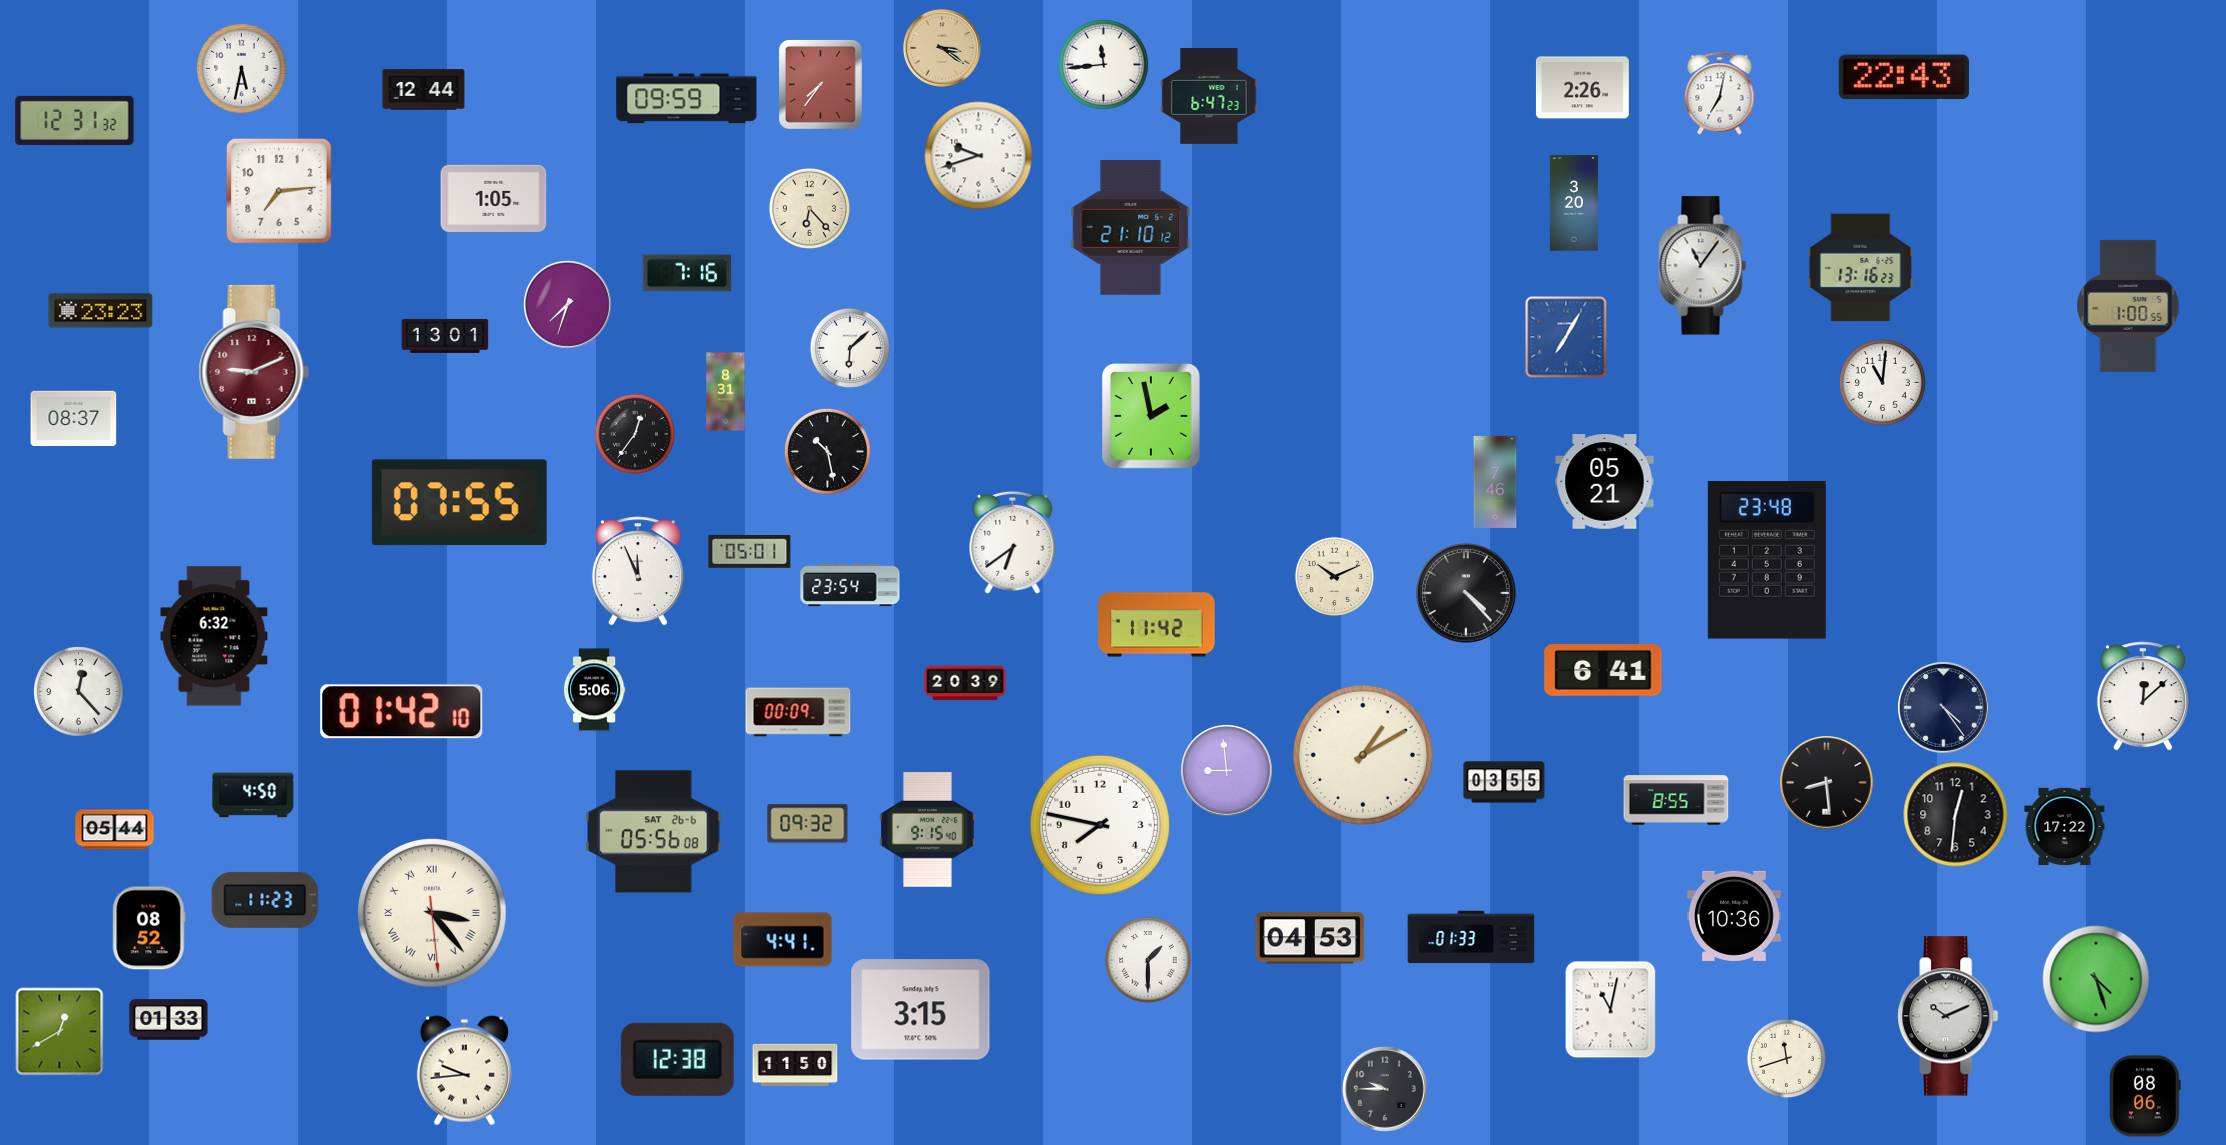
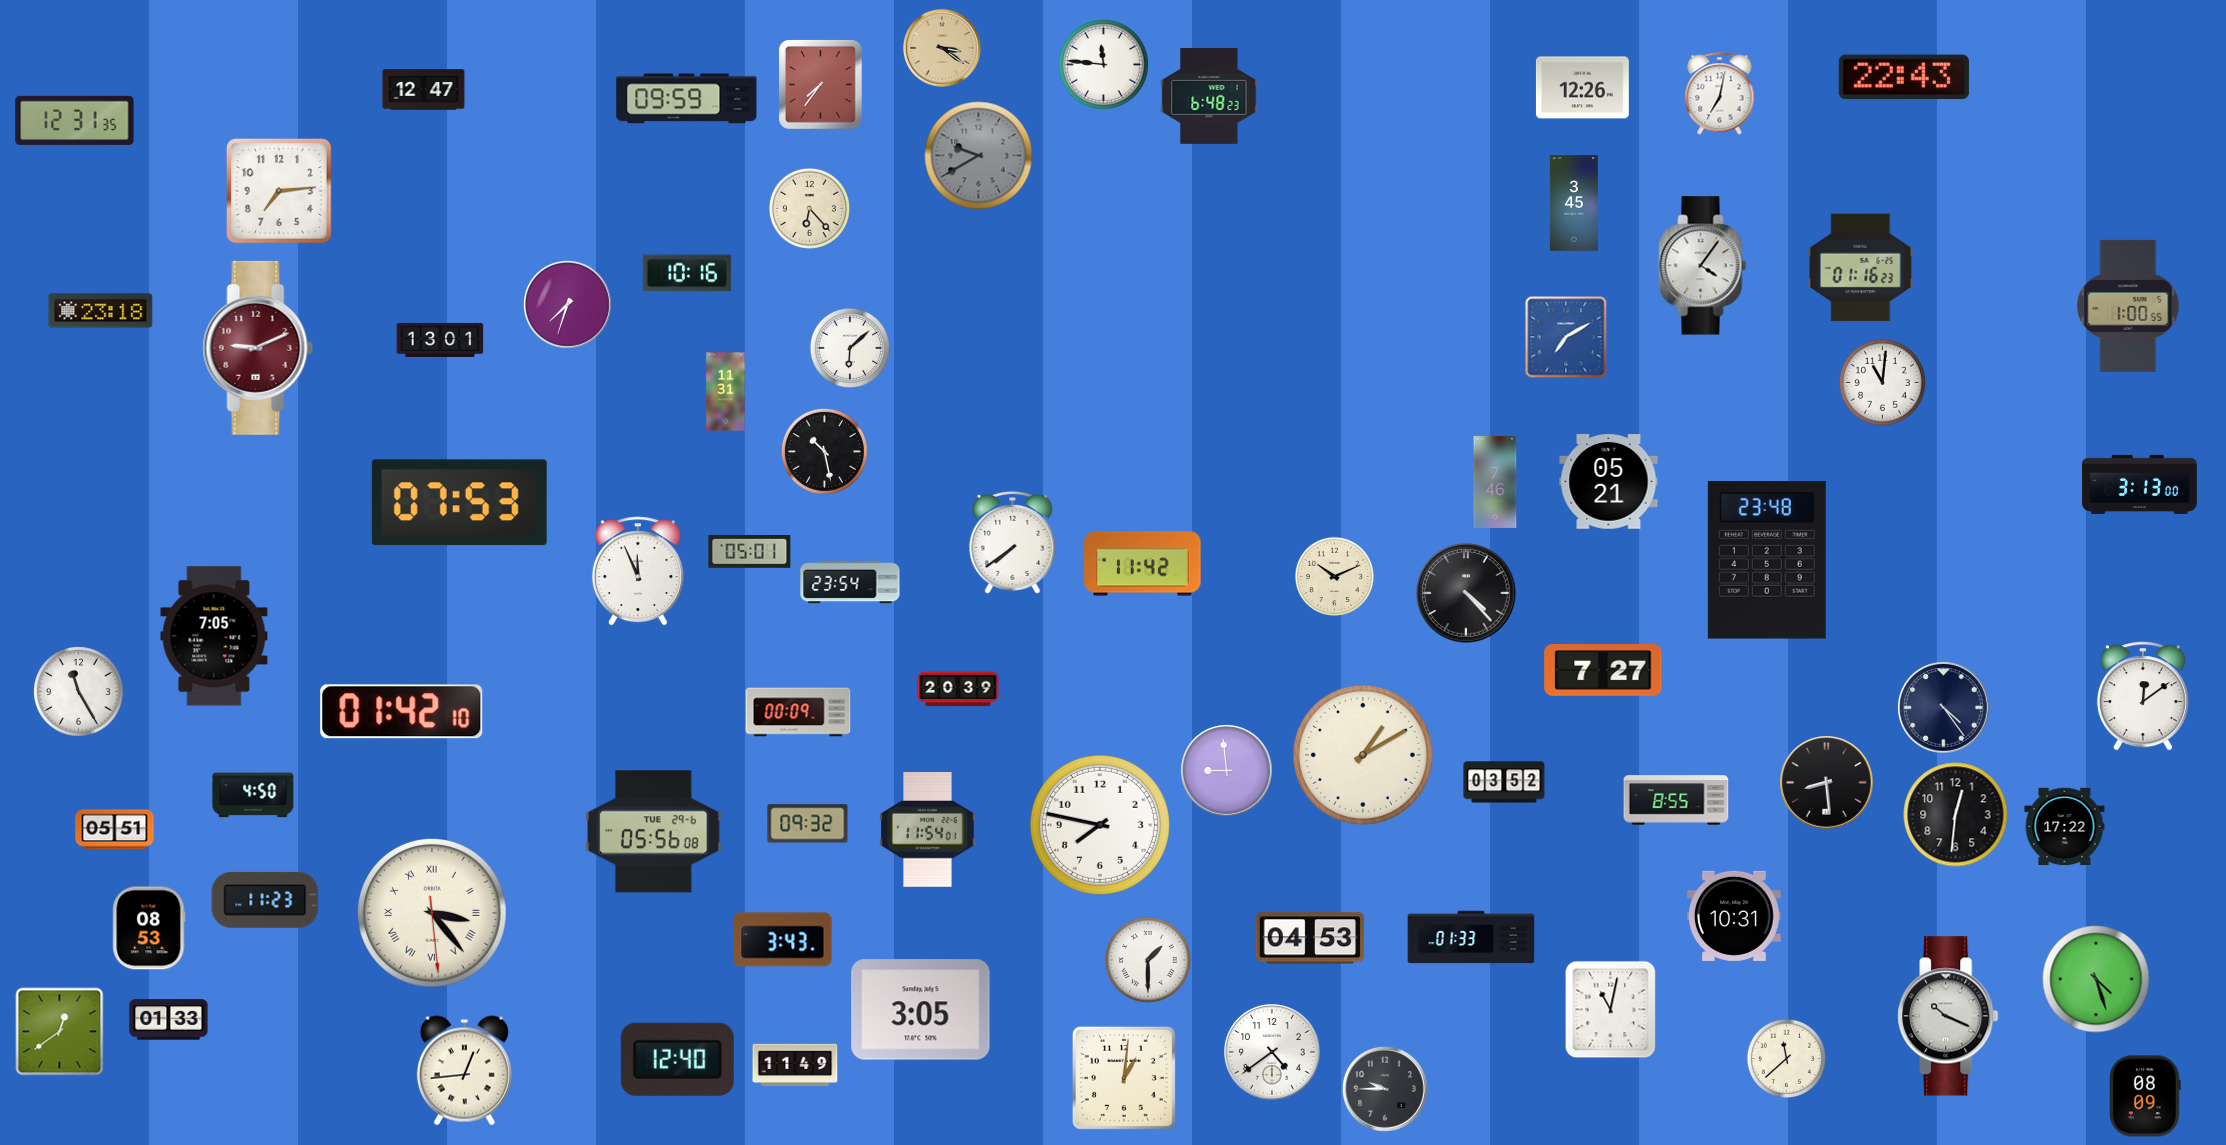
clock at (1104, 65): 11:44 -> 11:46
clock at (242, 69): 5:32 -> none
clock at (1582, 88): 2:26 -> 12:26
clock at (424, 90): 12:44 -> 12:47
clock at (1209, 96): 6:47 -> 6:48
clock at (75, 120): 12:31:32 -> 12:31:35
clock at (979, 156): 9:42 -> 9:40
clock at (979, 156) dial: white -> grey
clock at (494, 198): 1:05 -> none
clock at (1574, 203): 3:20 -> 3:45
clock at (1131, 227): 21:10 -> none
clock at (1703, 266): 11:06 -> 4:06
clock at (1861, 268): 13:16 -> 01:16
clock at (687, 273): 7:16 -> 10:16
clock at (101, 311): 23:23 -> 23:18
clock at (445, 336) position: (445, 336) -> (440, 340)
clock at (1566, 337): 7:05 -> 7:10
clock at (254, 372) position: (254, 372) -> (258, 348)
clock at (726, 392): 8:31 -> 11:31
clock at (1152, 416): 1:58 -> none
clock at (74, 419): 08:37 -> none
clock at (634, 433): 12:36 -> none
clock at (827, 451) position: (827, 451) -> (824, 451)
clock at (1605, 482) position: (1605, 482) -> (1609, 482)
clock at (2140, 484): none -> 3:13
clock at (459, 503): 07:55 -> 07:53
clock at (1013, 542): 6:39 -> 7:39
clock at (850, 585) position: (850, 585) -> (850, 582)
clock at (1157, 625) position: (1157, 625) -> (1143, 564)
clock at (214, 636): 6:32 -> 7:05
clock at (1603, 671): 6:41 -> 7:27
clock at (965, 683) position: (965, 683) -> (958, 689)
clock at (594, 690): 5:06 -> none
clock at (79, 692): 12:23 -> 11:25
clock at (2143, 696): 12:08 -> 12:09
clock at (1504, 782): 03:55 -> 03:52
clock at (115, 830): 05:44 -> 05:51
clock at (928, 830): 9:15 -> 11:54
clock at (654, 832) date: SAT 26-6 -> TUE 29-6
clock at (1735, 916): 10:36 -> 10:31
clock at (149, 928): 08:52 -> 08:53
clock at (783, 940): 4:41 -> 3:43
clock at (921, 1010): 3:15 -> 3:05
clock at (1948, 1016): 10:11 -> 10:19
clock at (60, 1032): 12:40 -> 12:39
clock at (1272, 1052): none -> 4:39
clock at (1786, 1058): 11:42 -> 11:38
clock at (677, 1059): 12:38 -> 12:40
clock at (795, 1065): 11:50 -> 11:49
clock at (464, 1071): 9:44 -> 12:44
clock at (1124, 1078): none -> 1:01
clock at (2145, 1096): 08:06 -> 08:09
